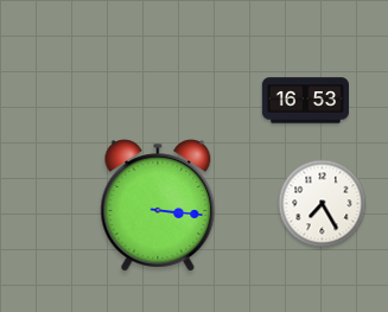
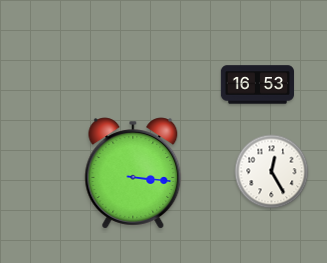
clock at (323, 204): 7:25 -> 12:25
